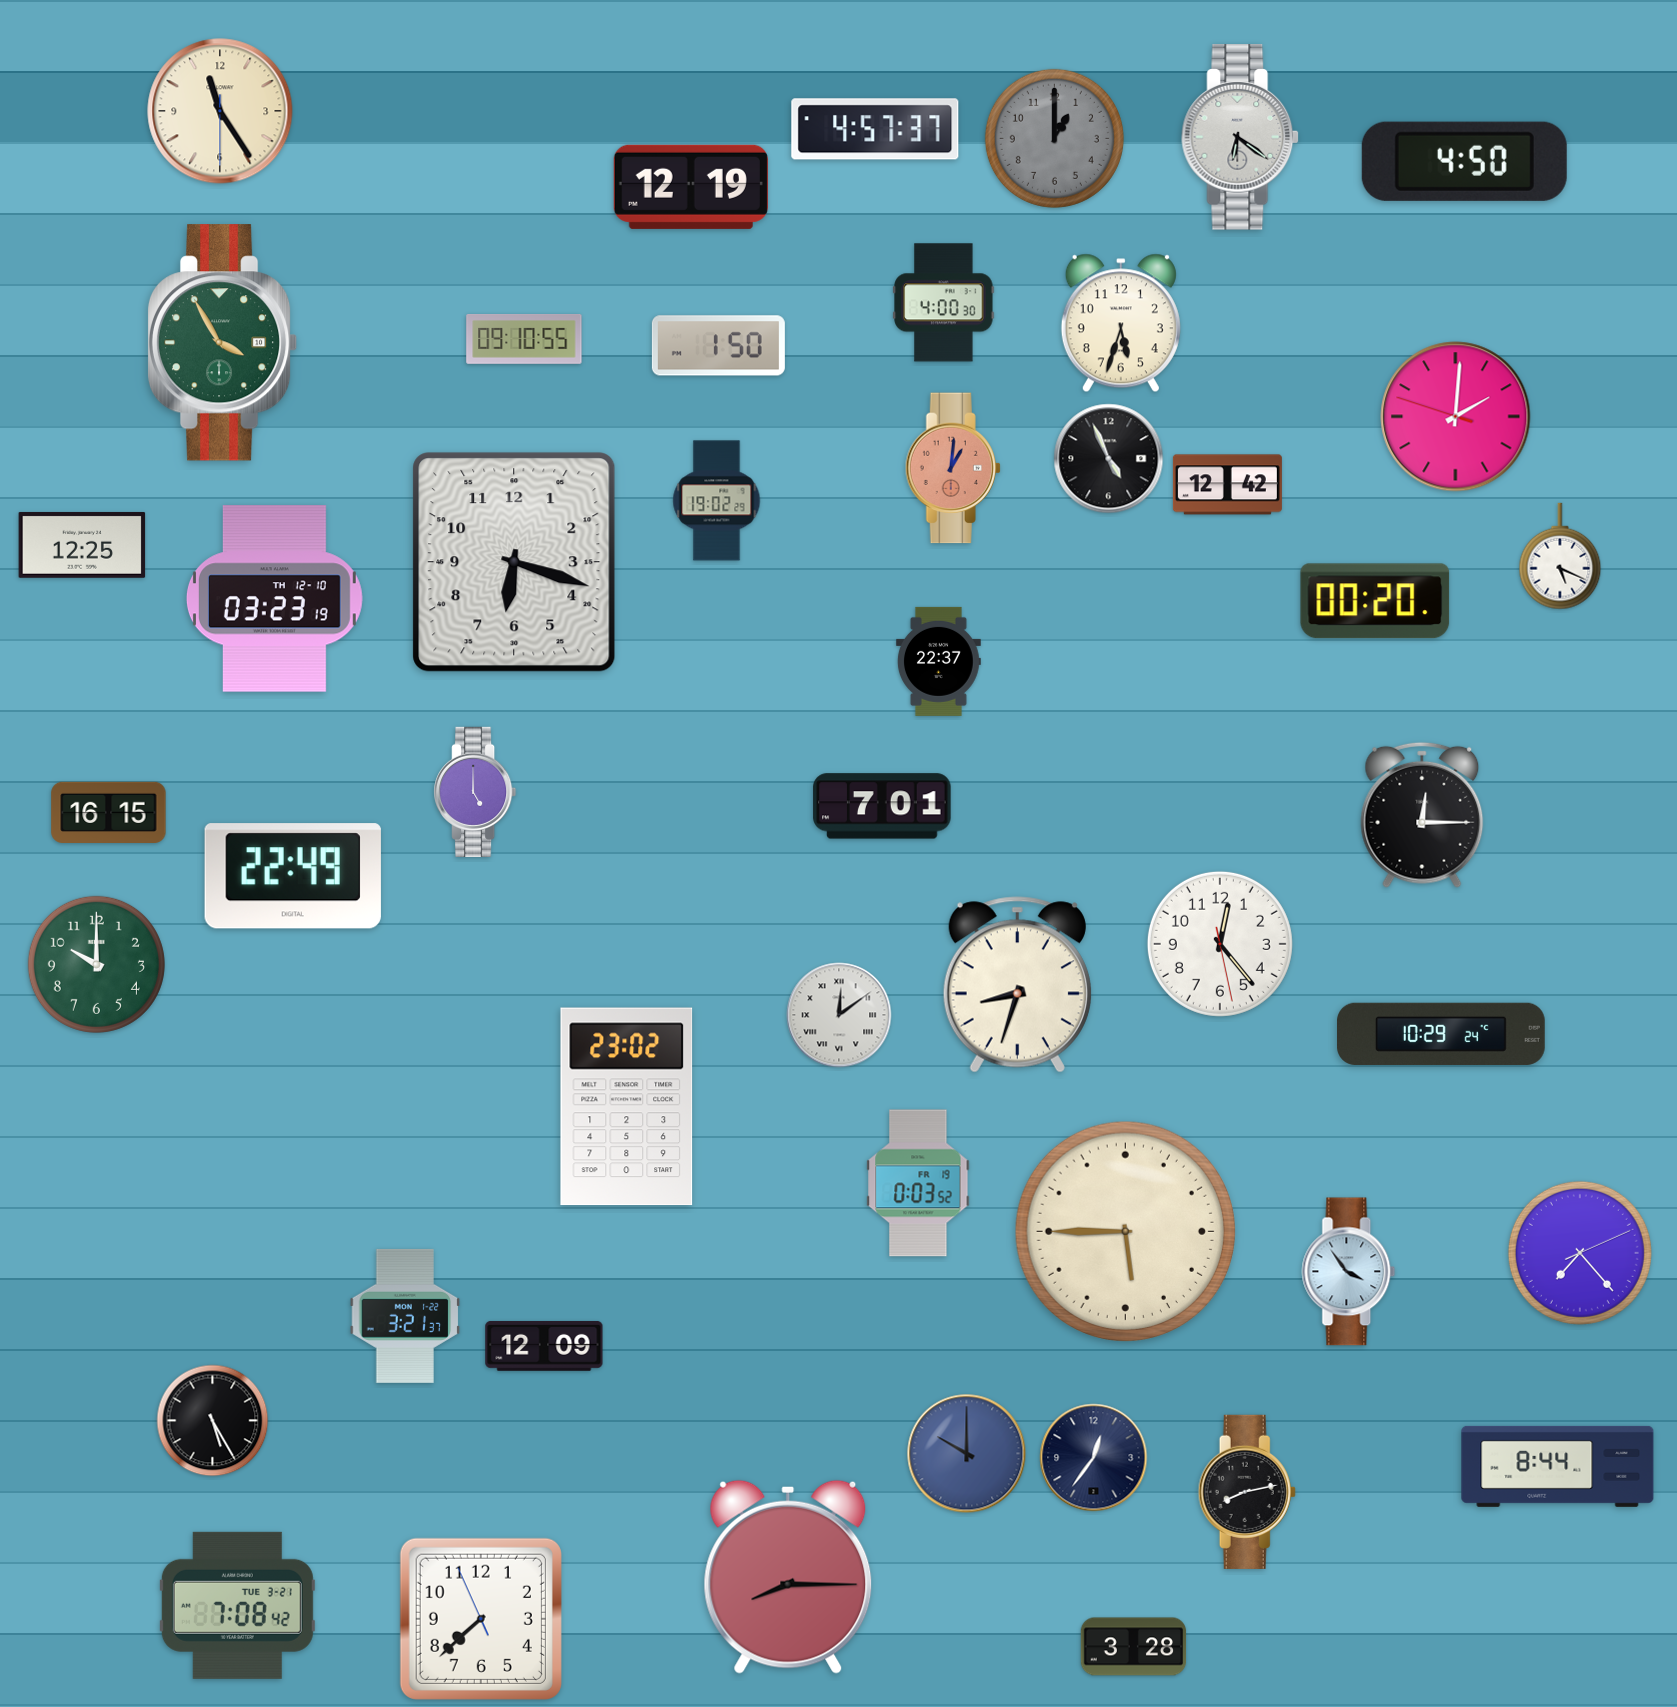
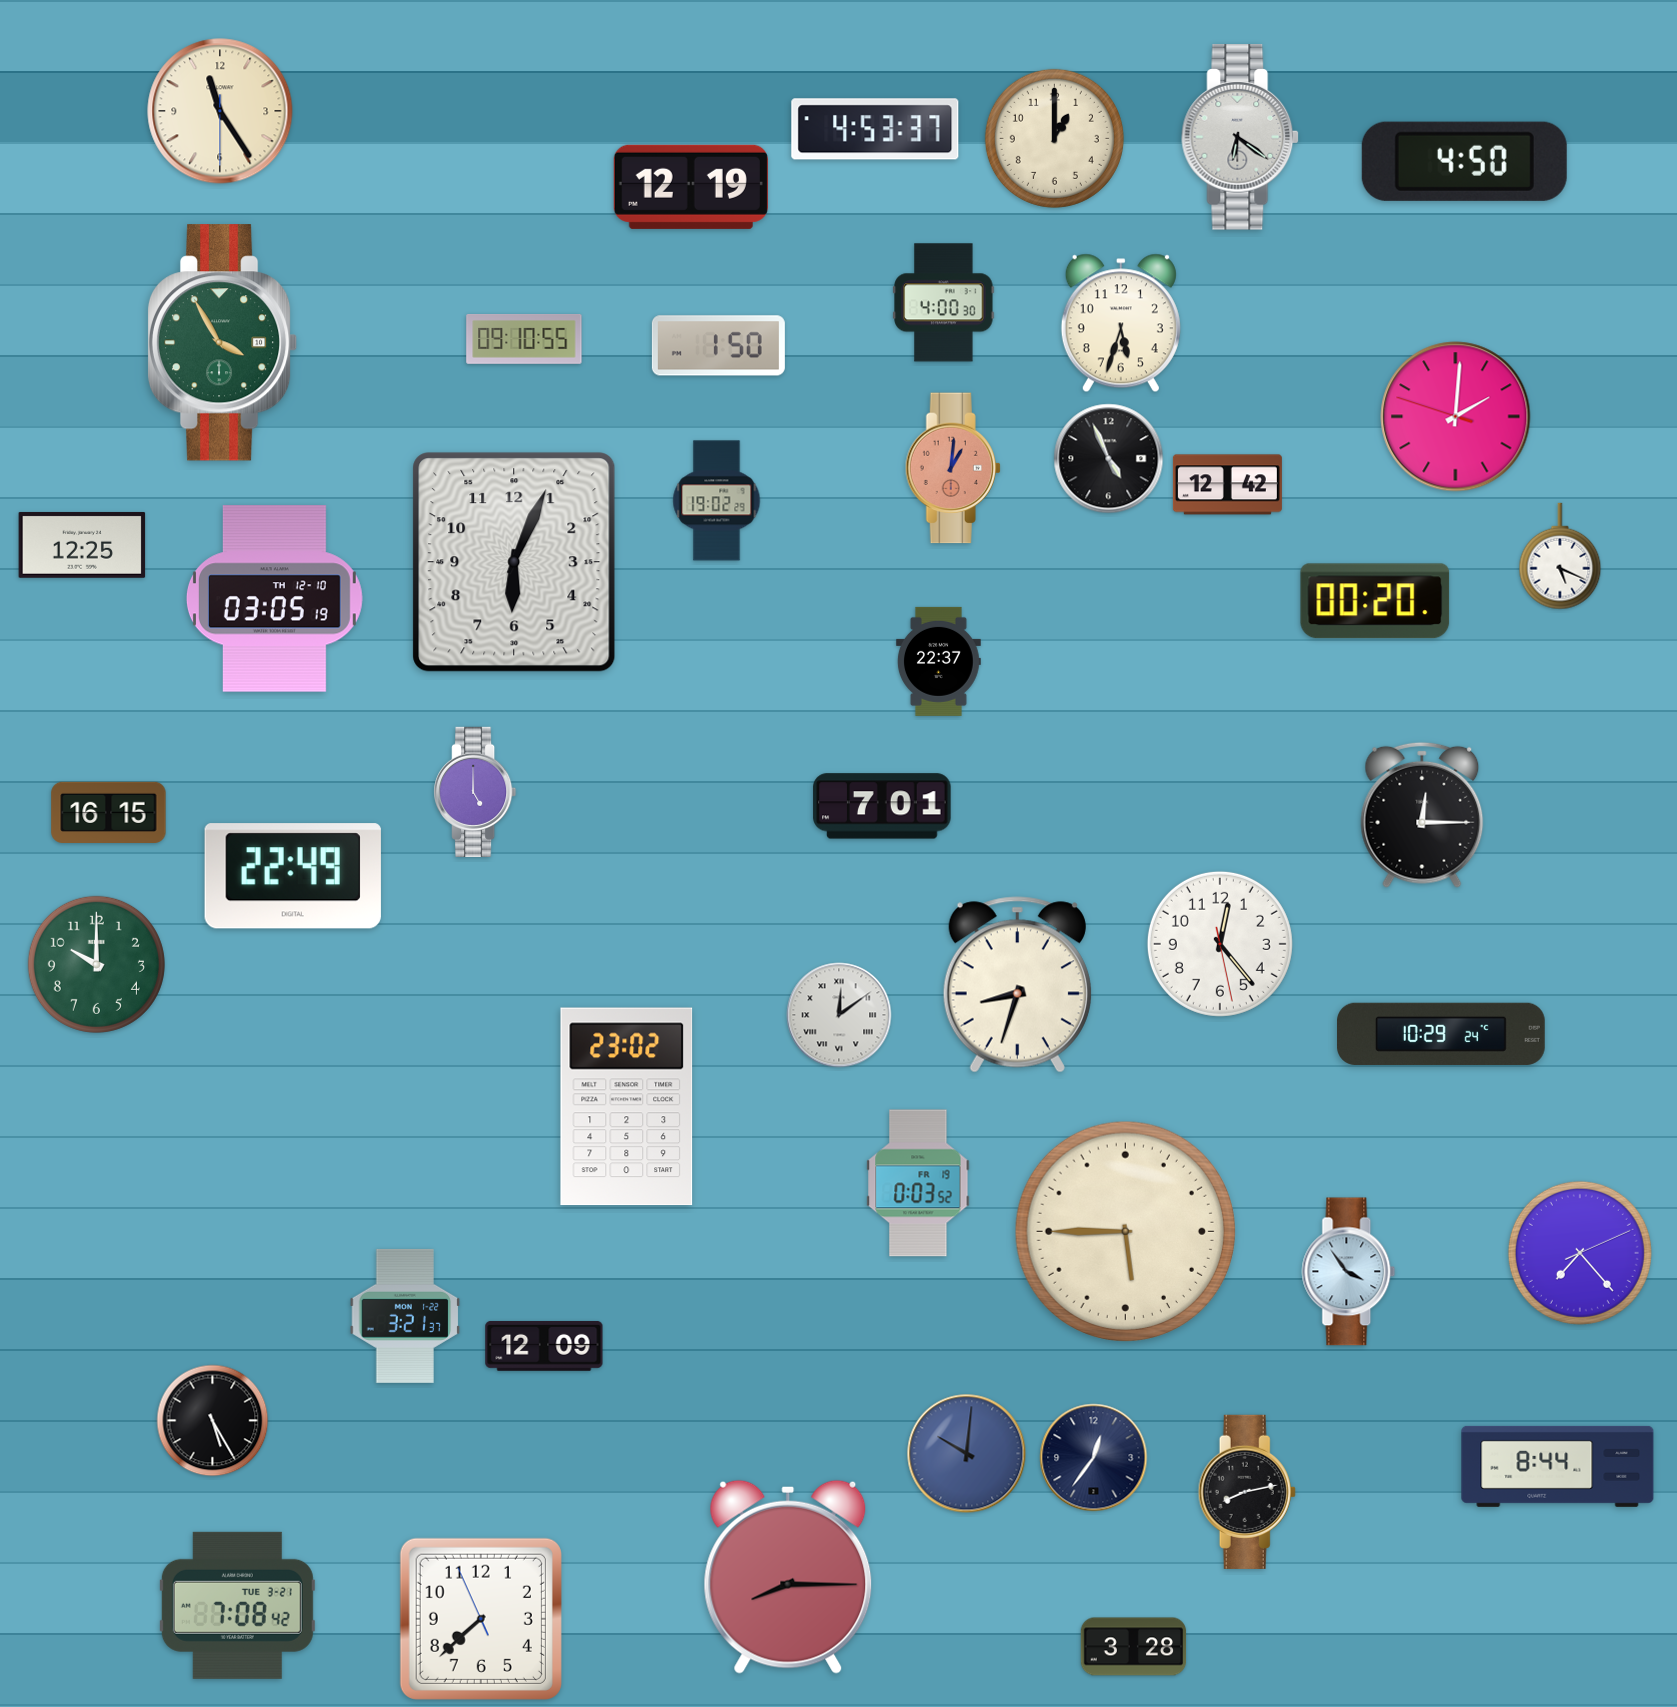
clock at (875, 129): 4:57 -> 4:53
clock at (1054, 138) dial: grey -> cream
clock at (514, 562): 6:18 -> 6:04
clock at (274, 599): 03:23 -> 03:05
clock at (967, 1454): 10:00 -> 10:01
